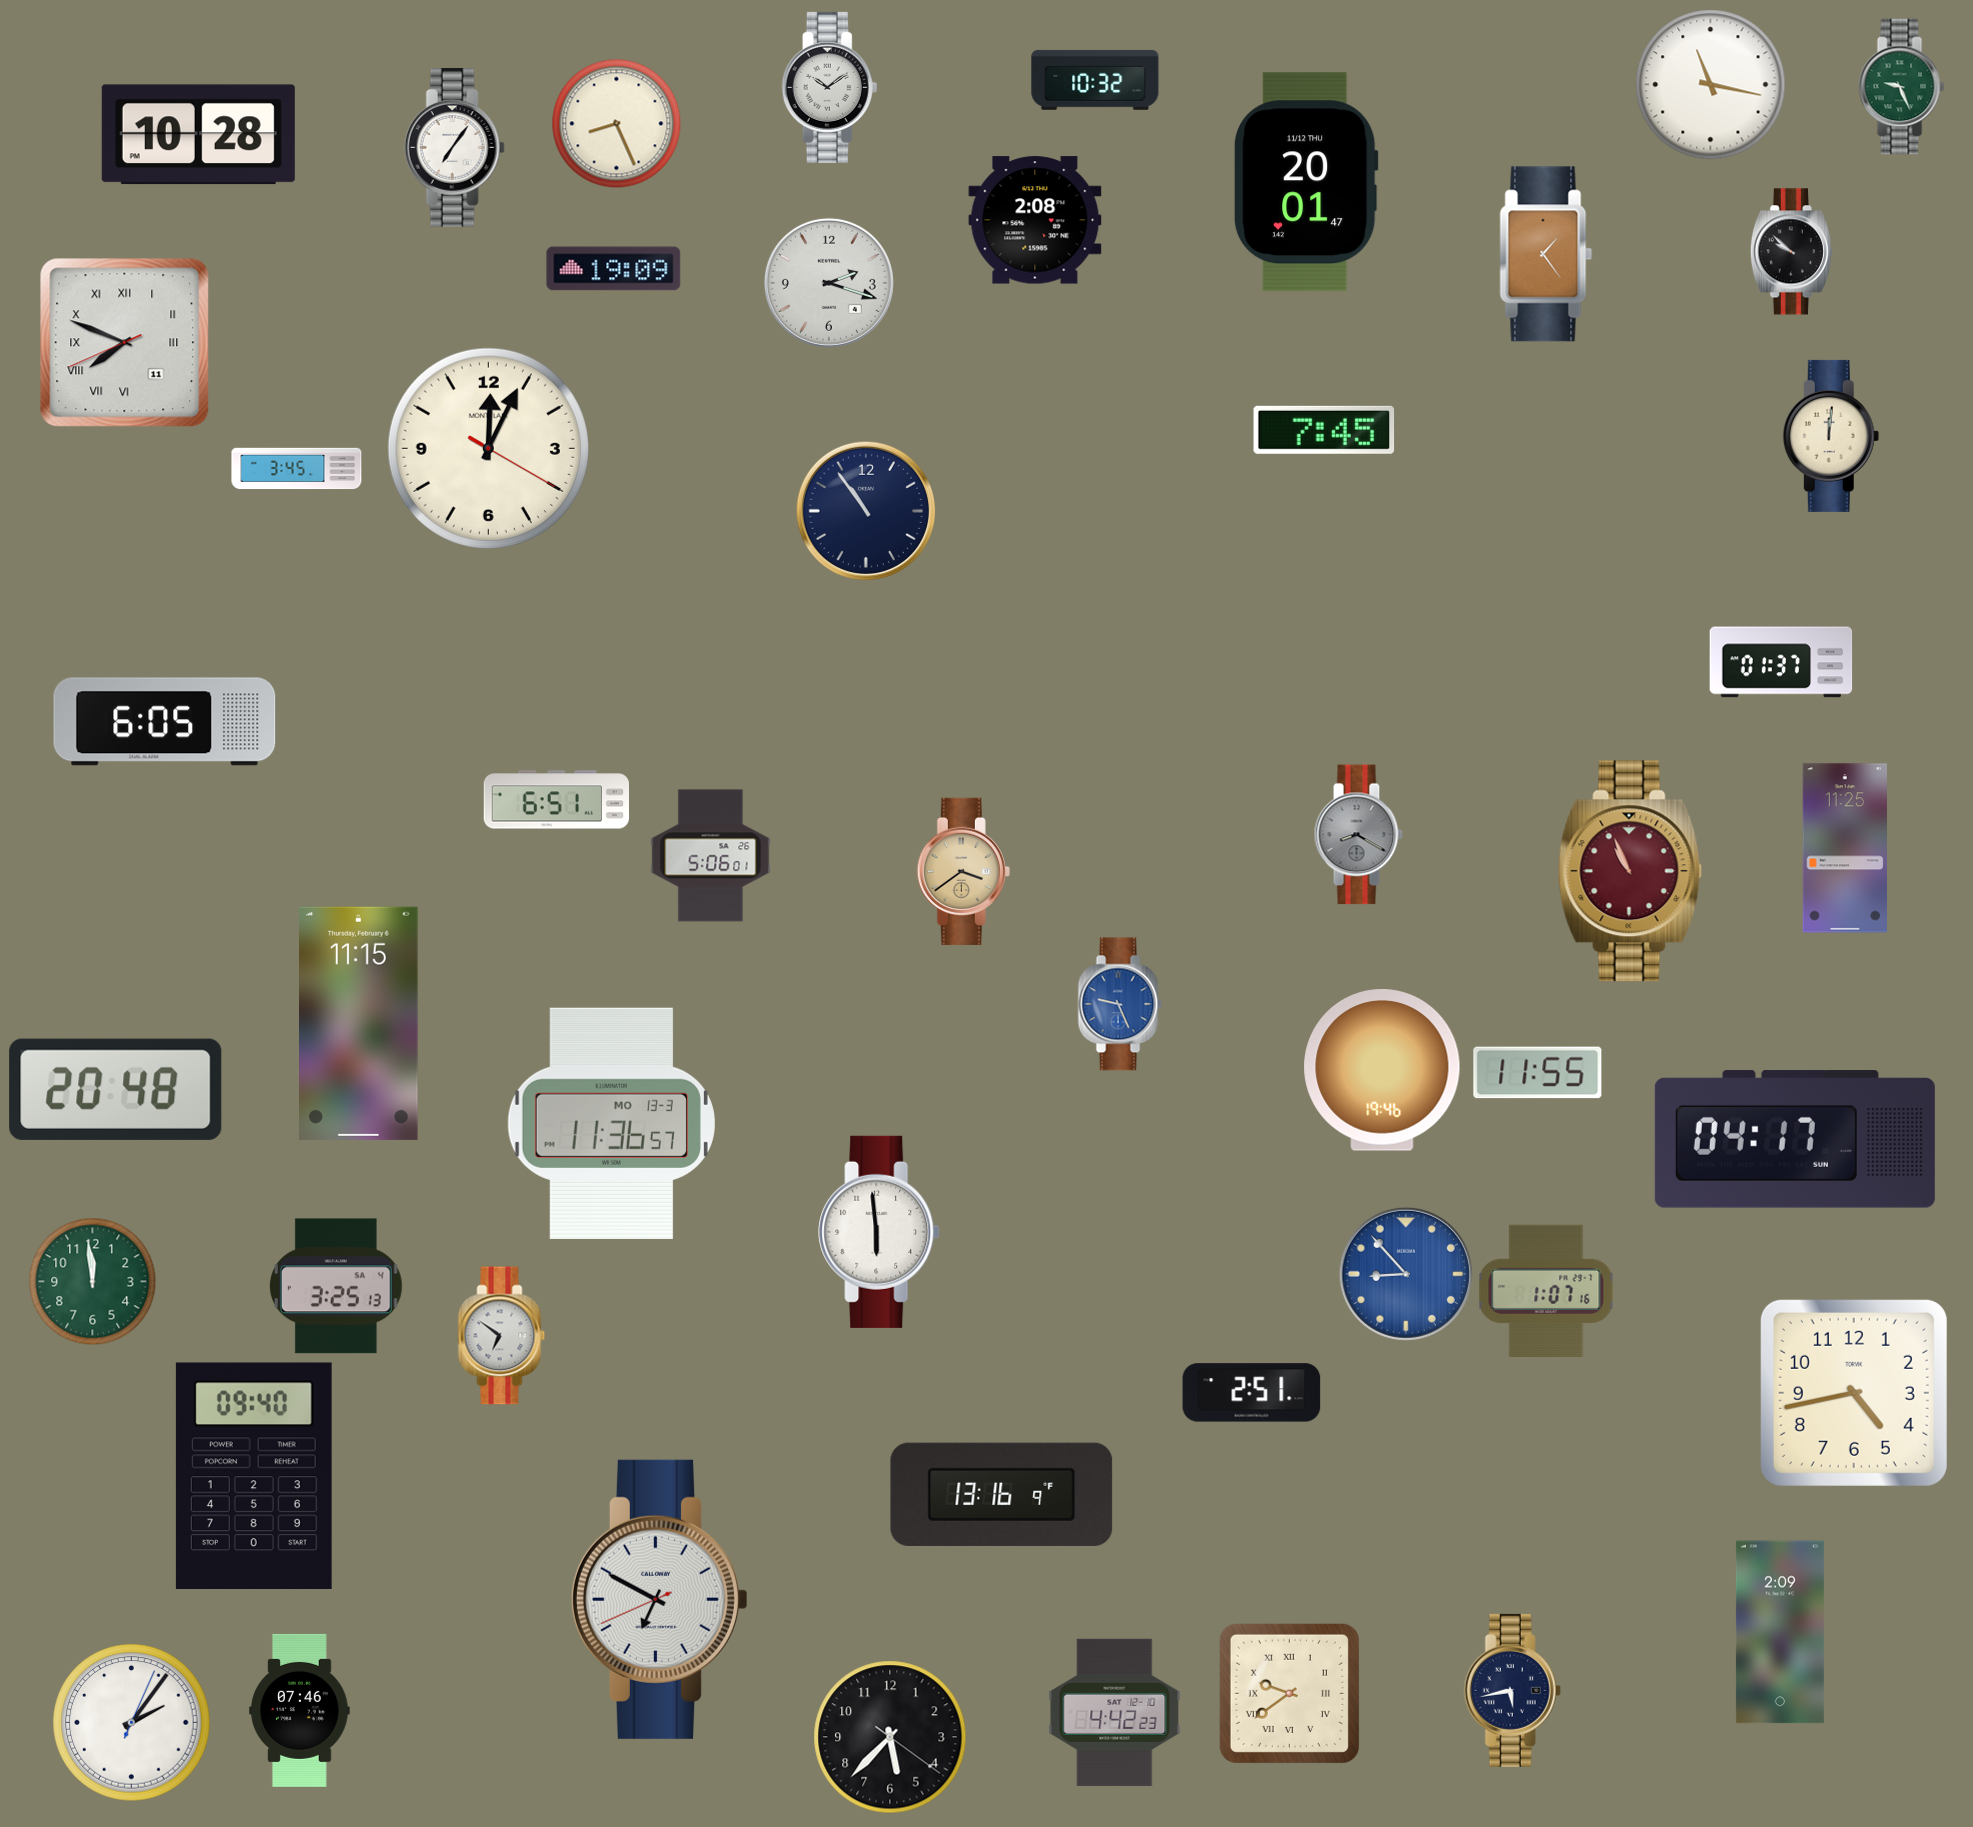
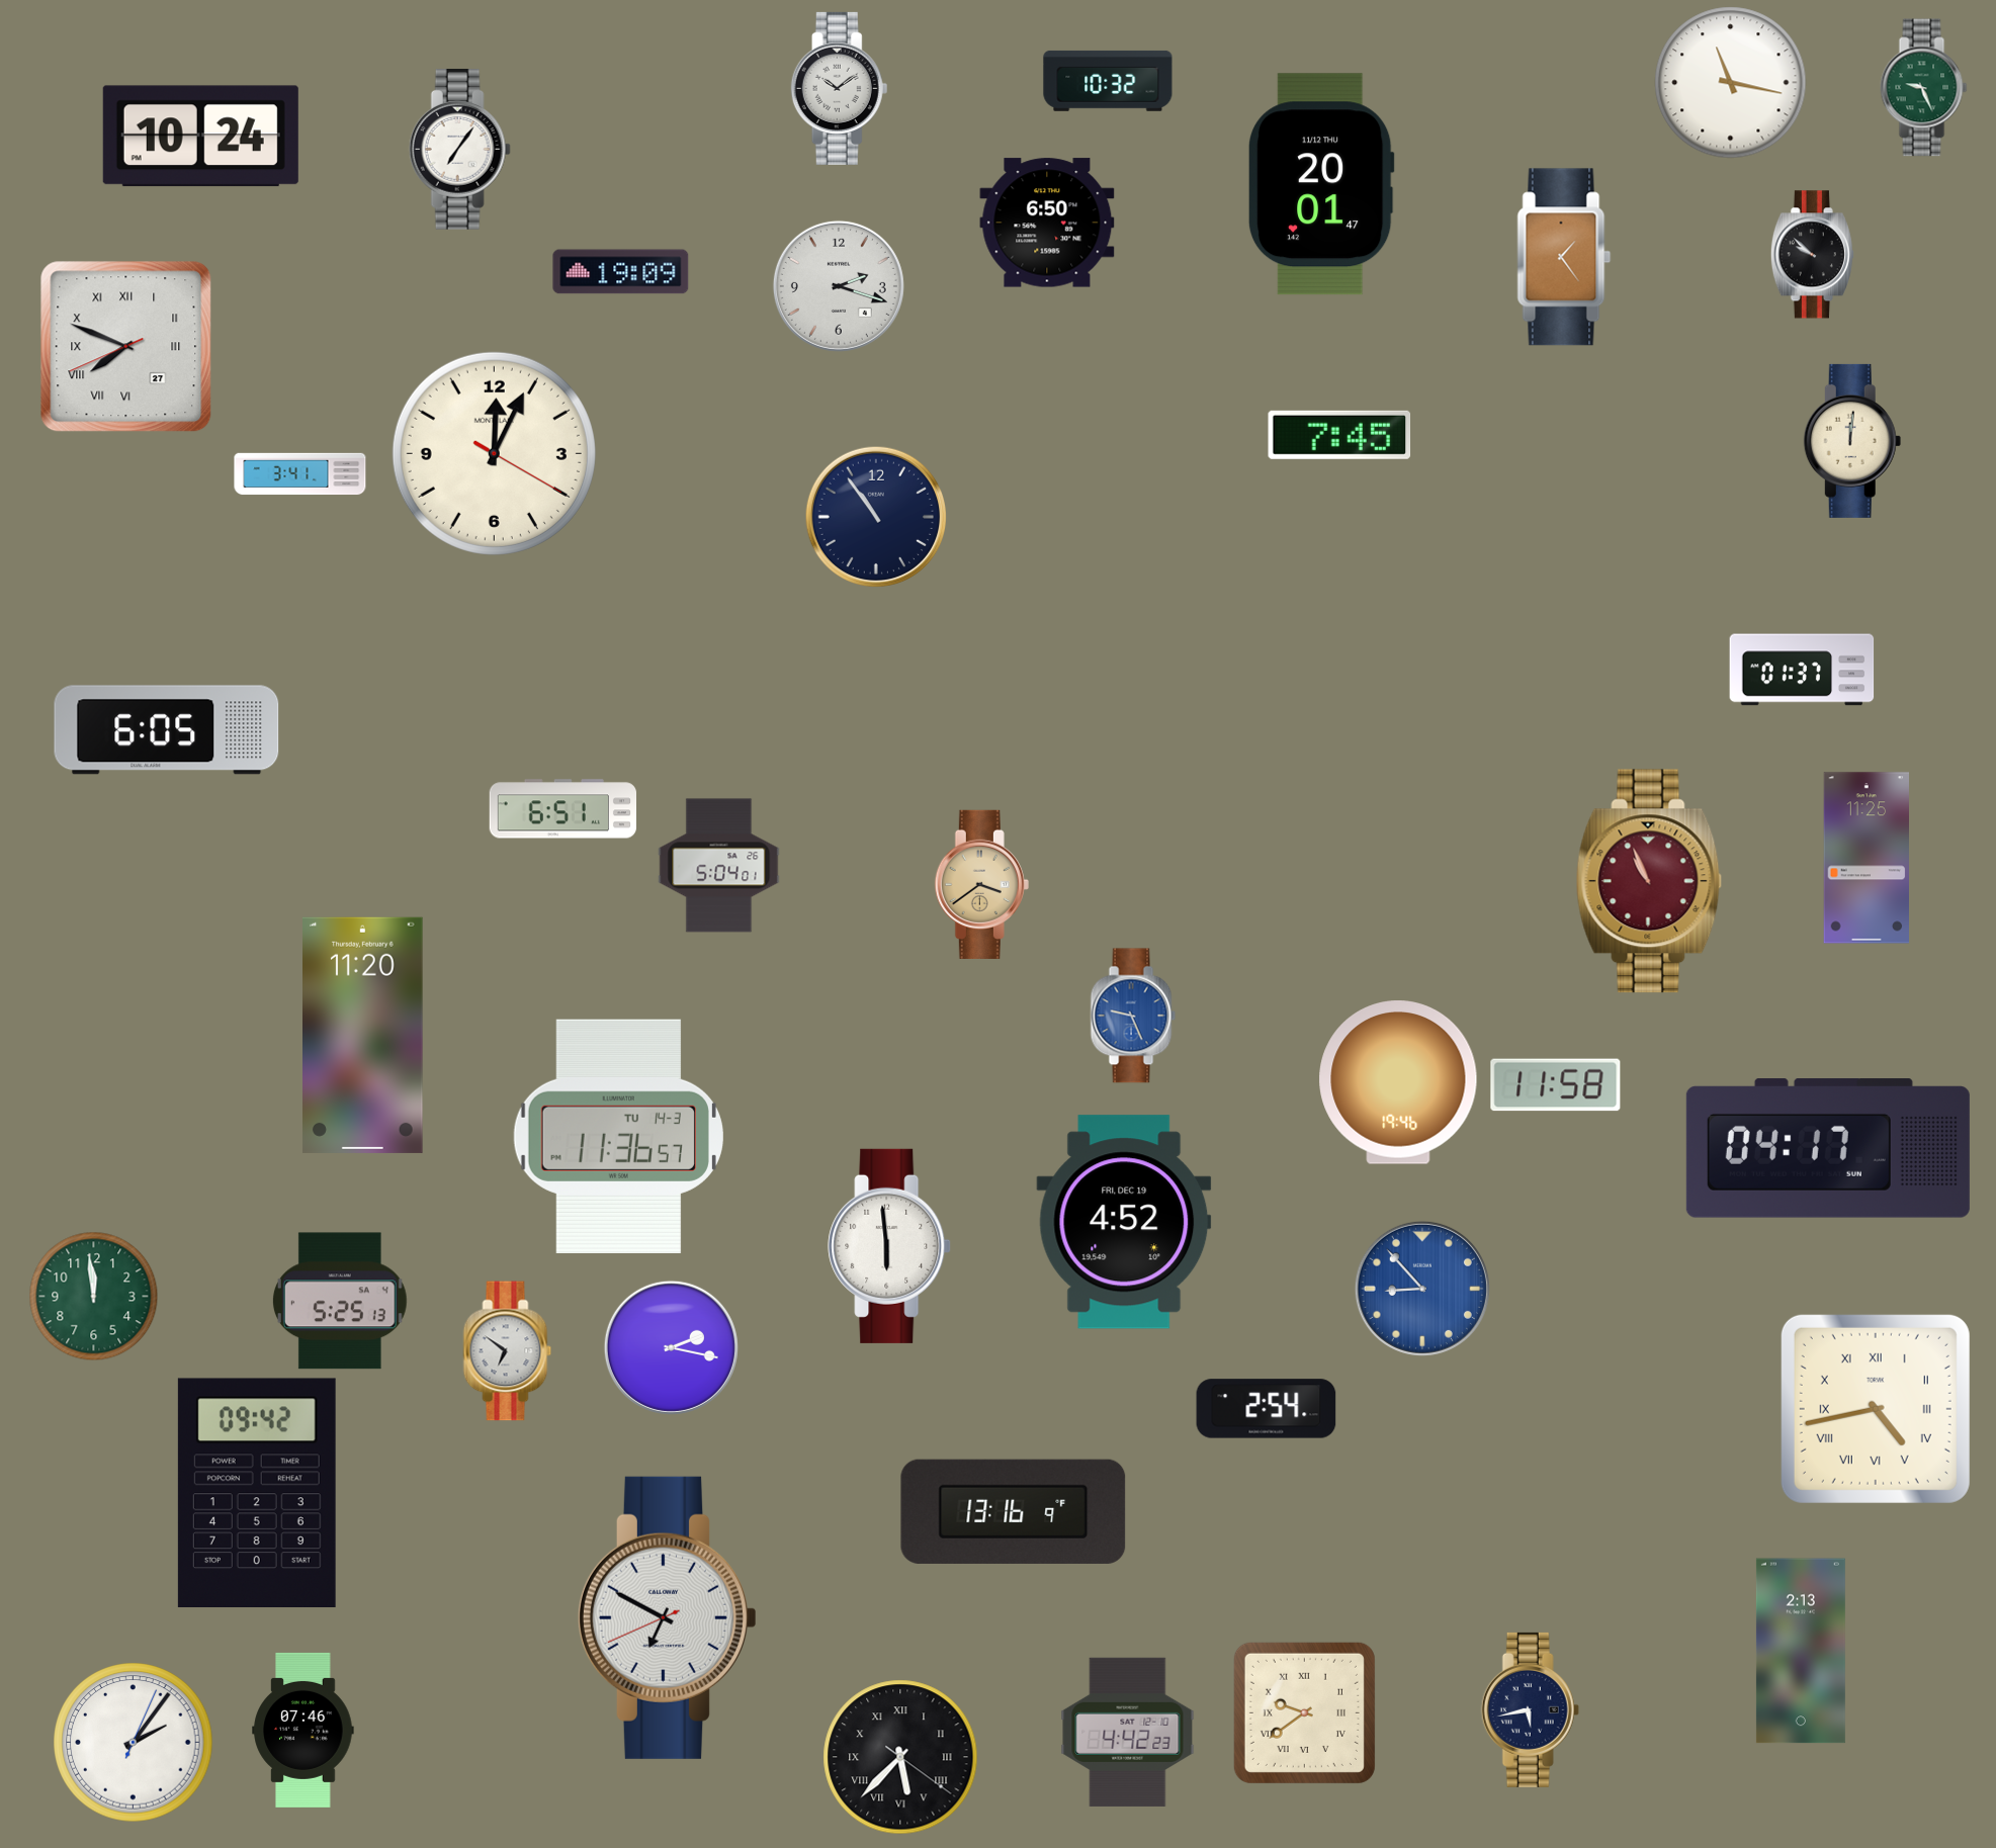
clock at (1711, 85) position: (1711, 85) -> (1731, 83)
clock at (617, 124): 8:26 -> none
clock at (198, 135): 10:28 -> 10:24
clock at (1035, 220): 2:08 -> 6:50
clock at (125, 343) date: 11 -> 27
clock at (297, 469): 3:45 -> 3:41
clock at (1358, 835): 8:20 -> none
clock at (711, 856): 5:06 -> 5:04
clock at (963, 871) position: (963, 871) -> (981, 884)
clock at (359, 1023): 11:15 -> 11:20
clock at (1538, 1073): 11:55 -> 11:58
clock at (116, 1089): 20:48 -> none
clock at (611, 1123) date: MO 13-3 -> TU 14-3
clock at (1795, 1139) position: (1795, 1139) -> (1828, 1148)
clock at (1124, 1222): none -> 4:52
clock at (336, 1286): 3:25 -> 5:25
clock at (1546, 1290): 1:07 -> none
clock at (671, 1347): none -> 2:17
clock at (1252, 1393): 2:51 -> 2:54
clock at (1854, 1393) numerals: Arabic -> Roman
clock at (254, 1475): 09:40 -> 09:42
clock at (1780, 1632): 2:09 -> 2:13
clock at (890, 1737) numerals: Arabic -> Roman
